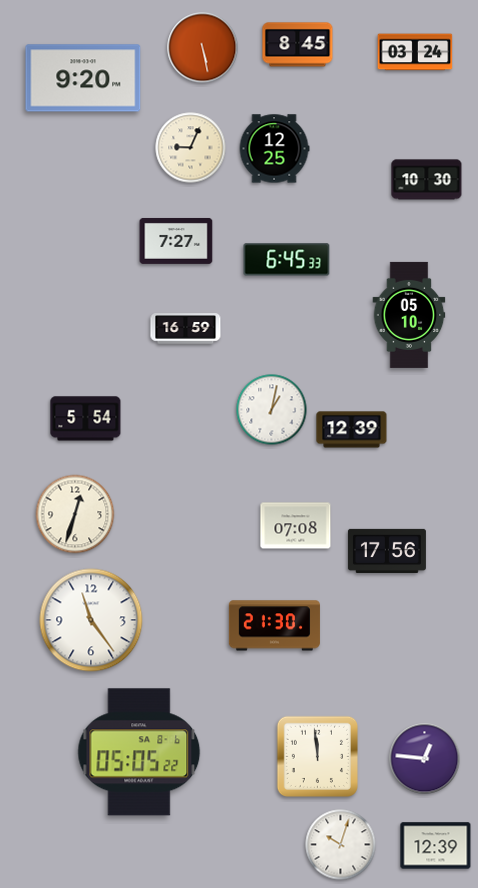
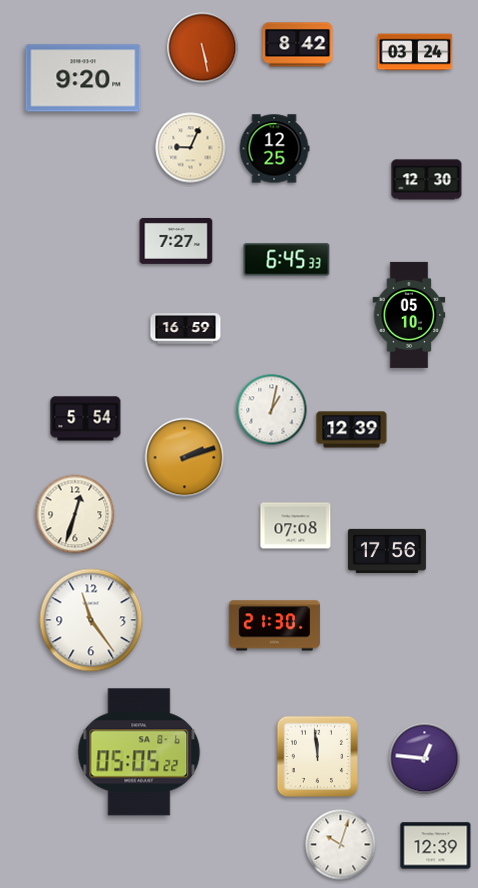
clock at (298, 45): 8:45 -> 8:42
clock at (427, 180): 10:30 -> 12:30
clock at (185, 458): none -> 2:12
